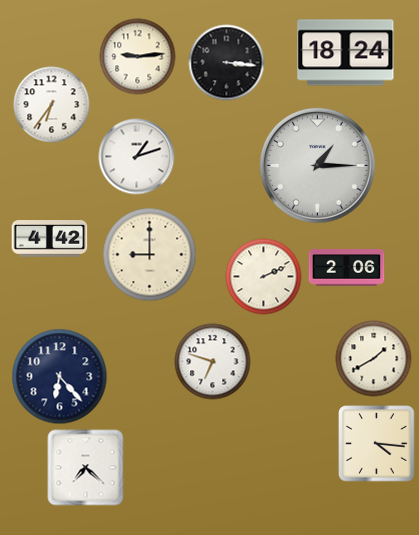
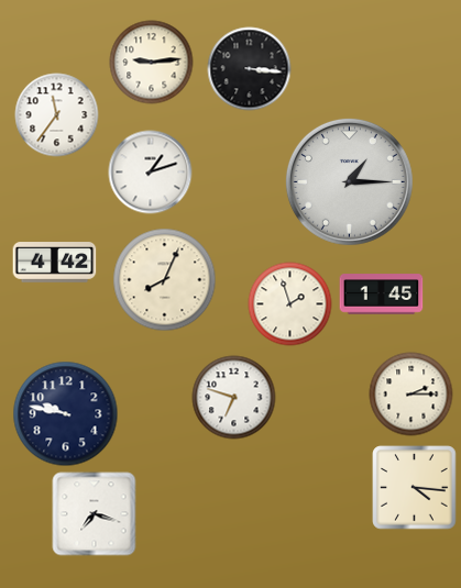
clock at (346, 53): 18:24 -> none
clock at (52, 105): 6:36 -> 11:36
clock at (150, 255): 9:00 -> 8:04
clock at (347, 268): 2:06 -> 1:45
clock at (264, 277): 2:11 -> 1:57
clock at (374, 359): 1:40 -> 2:15
clock at (60, 377): 6:23 -> 9:47
clock at (86, 468): 7:22 -> 7:18
